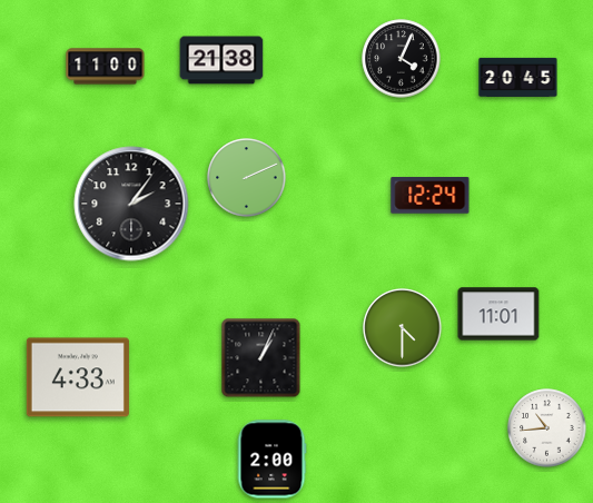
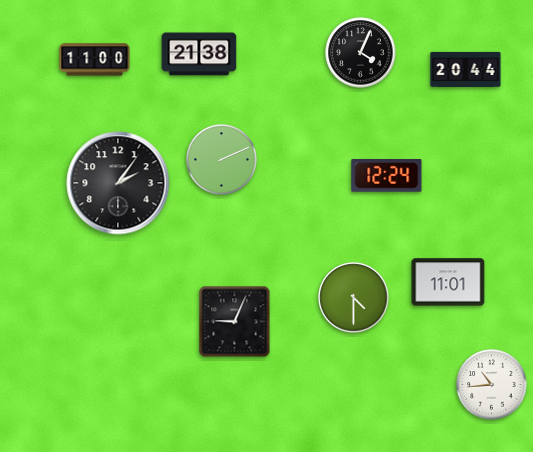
clock at (518, 77): 20:45 -> 20:44
clock at (403, 328) position: (403, 328) -> (354, 298)
clock at (261, 358): 1:04 -> 9:04
clock at (78, 377): 4:33 -> none
clock at (271, 460): 2:00 -> none
